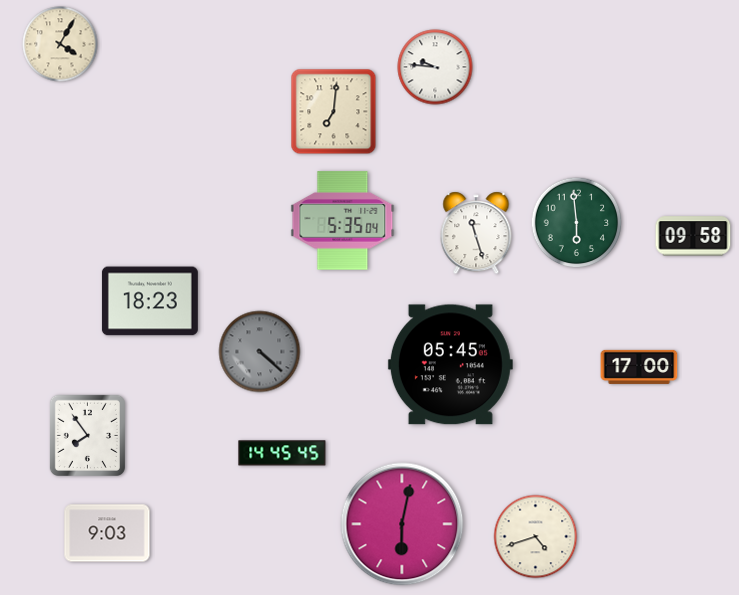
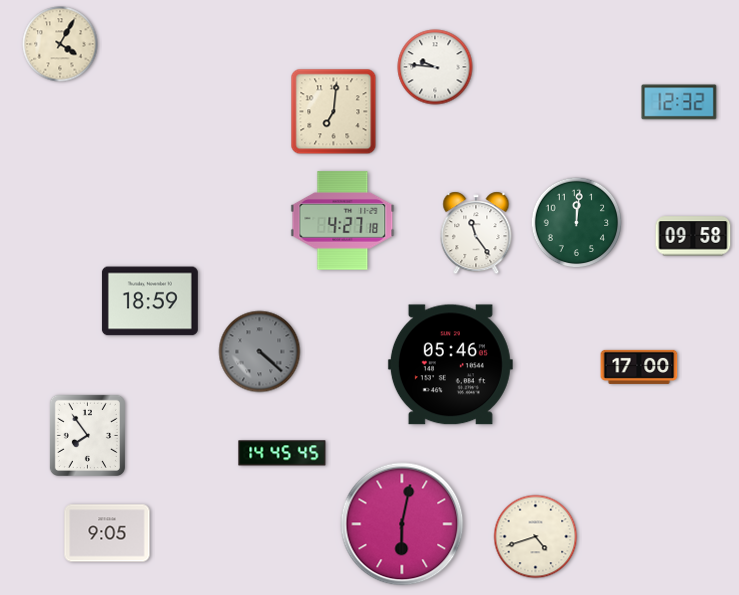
clock at (679, 102): none -> 12:32
clock at (343, 221): 5:35 -> 4:27
clock at (577, 223): 5:59 -> 12:01
clock at (476, 233): 11:27 -> 11:24
clock at (150, 301): 18:23 -> 18:59
clock at (450, 365): 05:45 -> 05:46
clock at (107, 533): 9:03 -> 9:05
